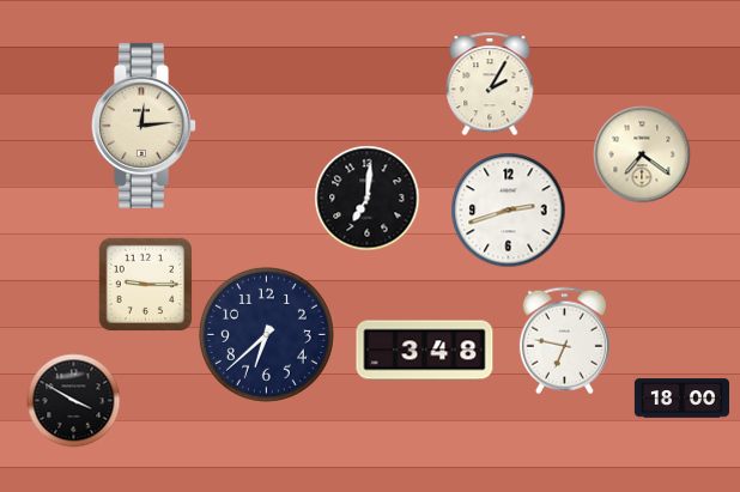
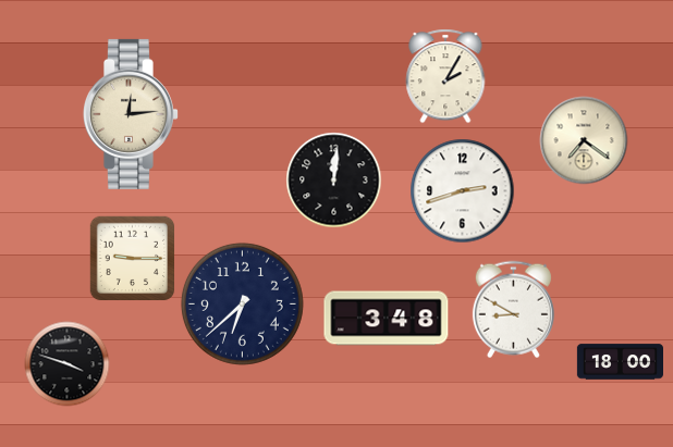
clock at (366, 198): 7:01 -> 12:01
clock at (564, 340): 6:47 -> 8:50
clock at (73, 400): 3:50 -> 3:48
